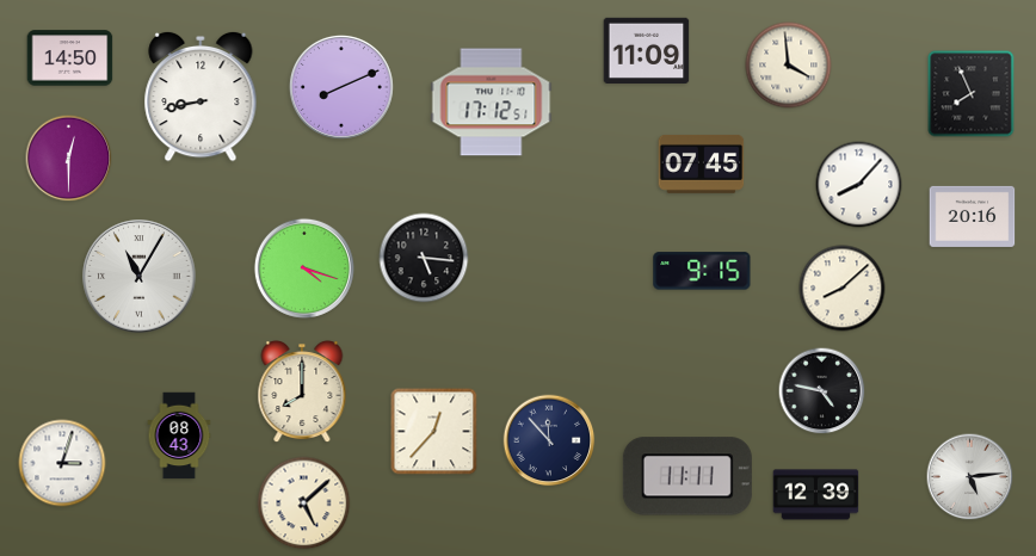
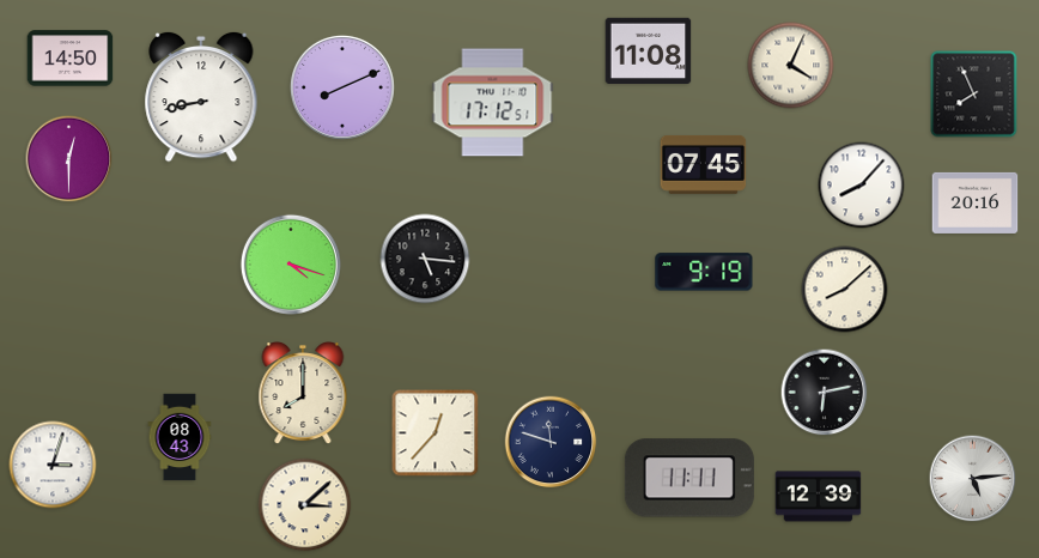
clock at (647, 50): 11:09 -> 11:08
clock at (789, 66): 3:59 -> 4:04
clock at (973, 216) position: (973, 216) -> (976, 202)
clock at (304, 268) position: (304, 268) -> (291, 265)
clock at (702, 271): 9:15 -> 9:19
clock at (140, 277): 11:05 -> none
clock at (822, 391): 4:47 -> 6:13
clock at (549, 440): 11:53 -> 11:48
clock at (62, 463) position: (62, 463) -> (53, 465)
clock at (304, 504): 5:08 -> 3:08
